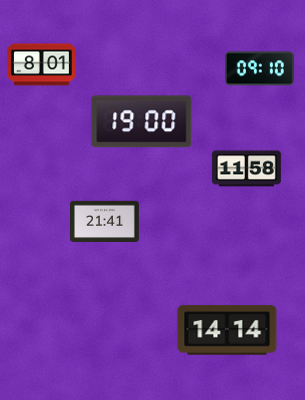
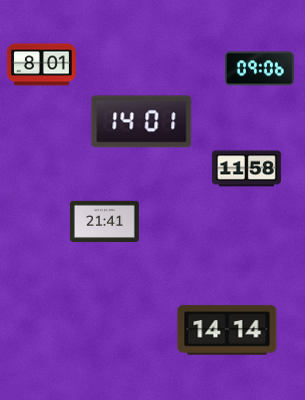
clock at (259, 69): 09:10 -> 09:06
clock at (142, 122): 19:00 -> 14:01
